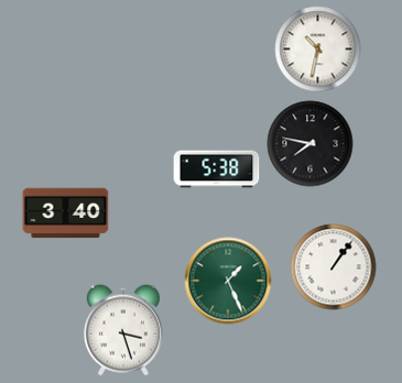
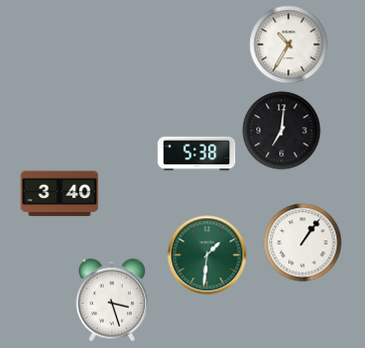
clock at (317, 48): 10:32 -> 10:35
clock at (309, 143): 7:47 -> 7:01
clock at (228, 281): 1:26 -> 1:31
